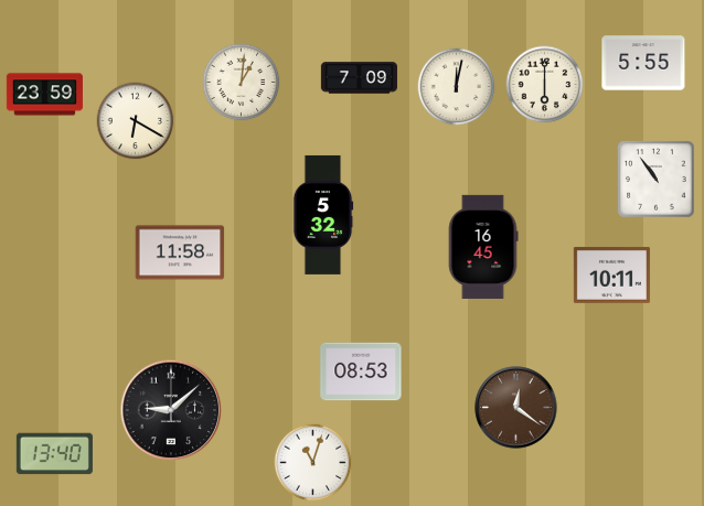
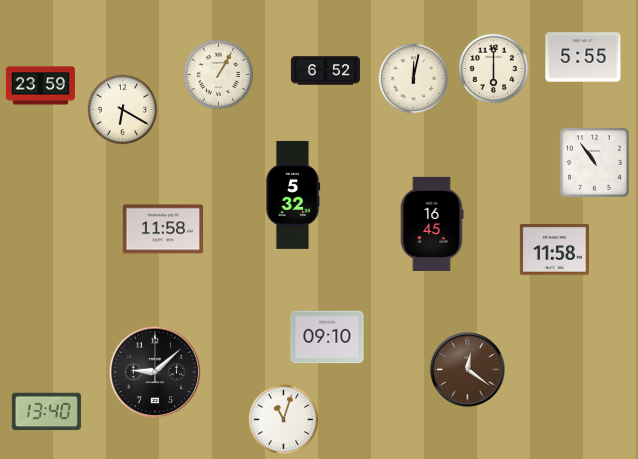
clock at (359, 78): 7:09 -> 6:52
clock at (242, 83): 1:01 -> 1:05
clock at (545, 85) position: (545, 85) -> (494, 69)
clock at (483, 247) position: (483, 247) -> (432, 224)
clock at (611, 274): 10:11 -> 11:58
clock at (361, 372): 08:53 -> 09:10
clock at (54, 454) position: (54, 454) -> (46, 412)
